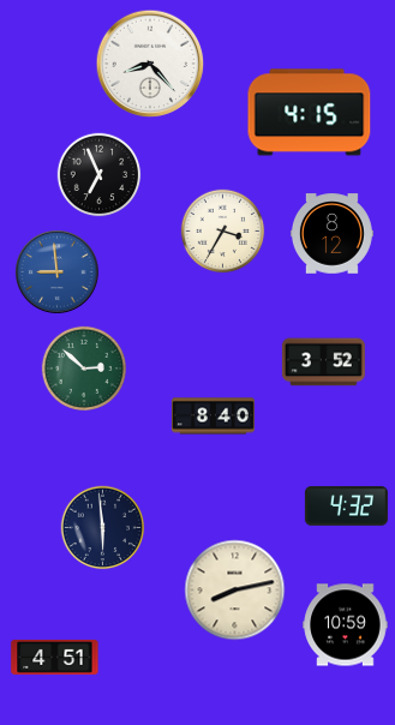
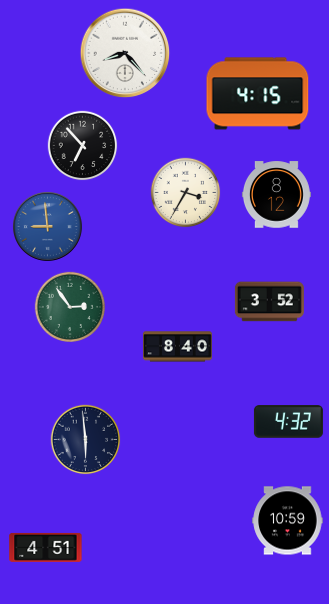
clock at (100, 175): 6:56 -> 6:53
clock at (83, 367): 2:52 -> 2:54
clock at (235, 591): 8:13 -> none
